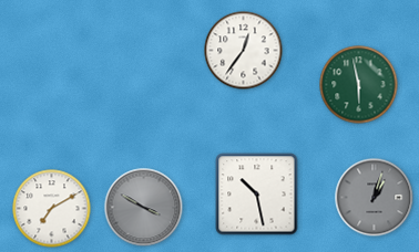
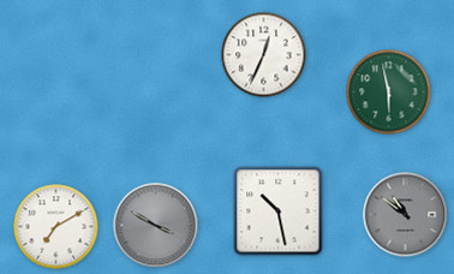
clock at (244, 51): 12:36 -> 12:34
clock at (375, 198): 1:03 -> 10:51
